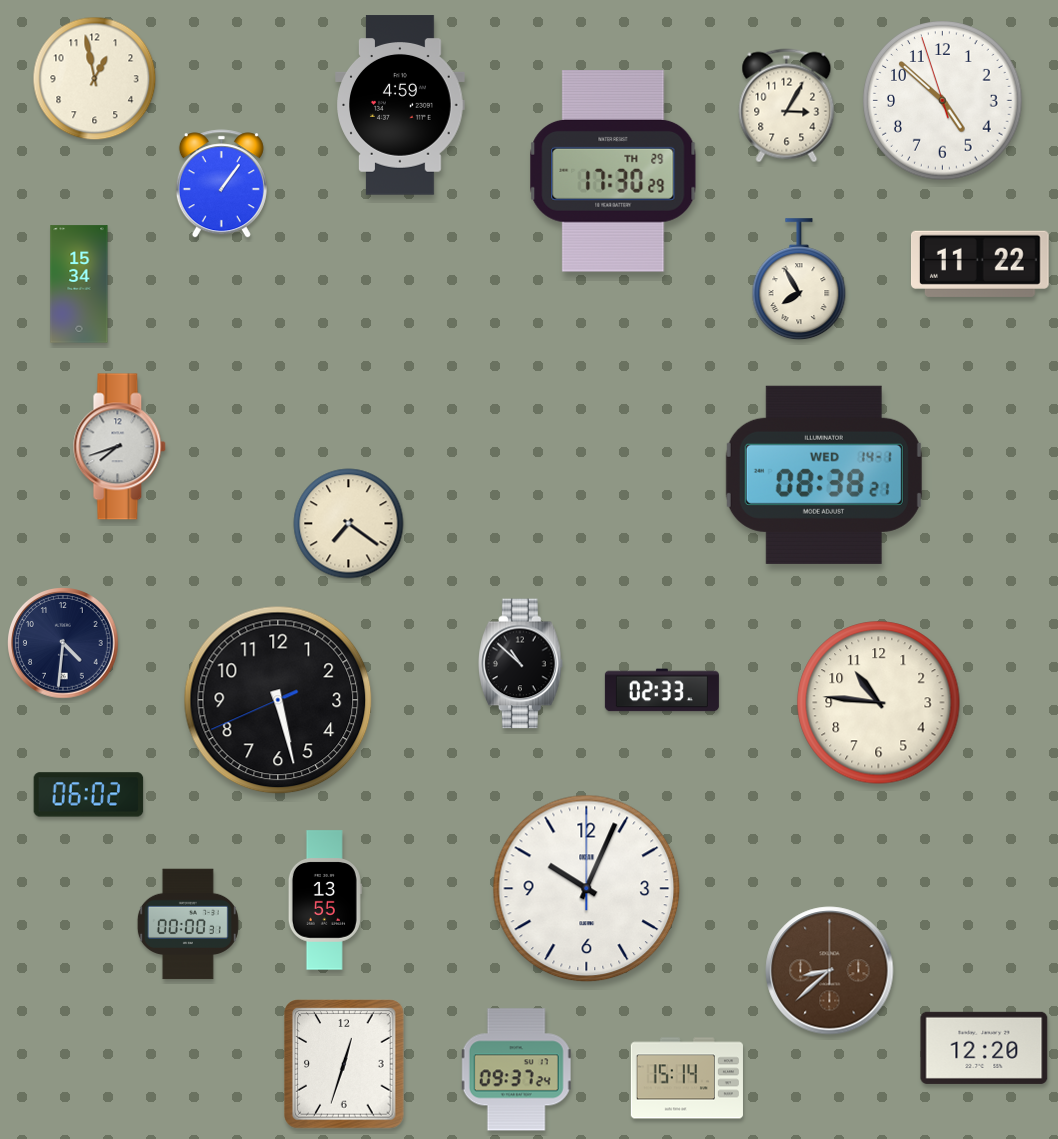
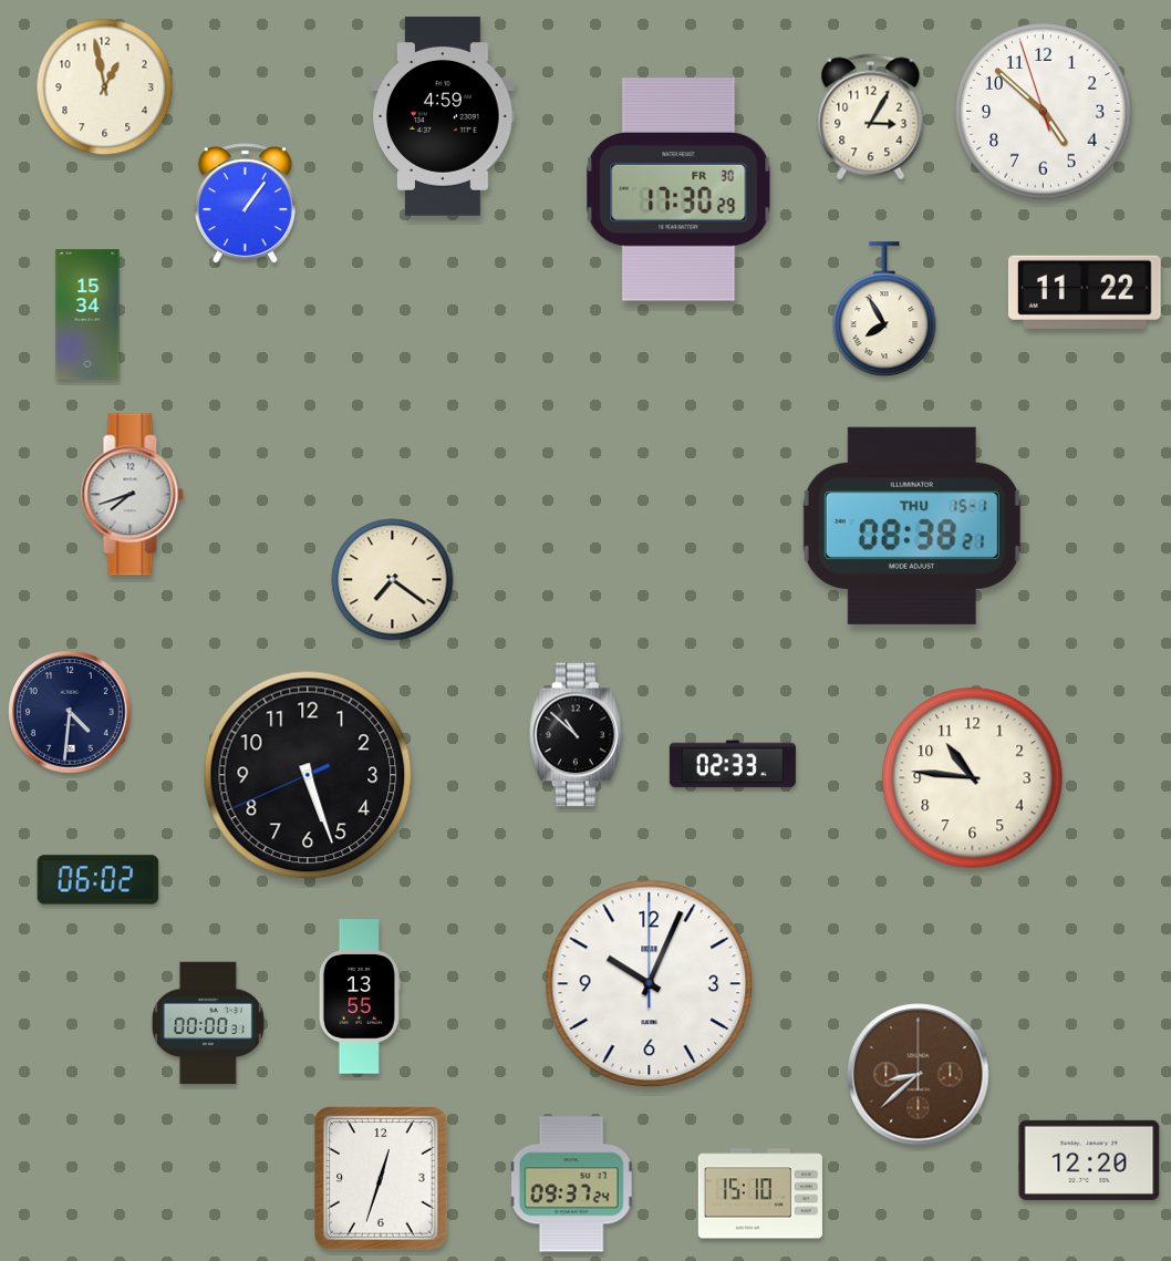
clock at (613, 171) date: TH 29 -> FR 30
clock at (824, 475) date: WED 14-1 -> THU 15-1
clock at (349, 524) position: (349, 524) -> (393, 580)
clock at (278, 700): 5:27 -> 5:26
clock at (687, 1078): 15:14 -> 15:10
